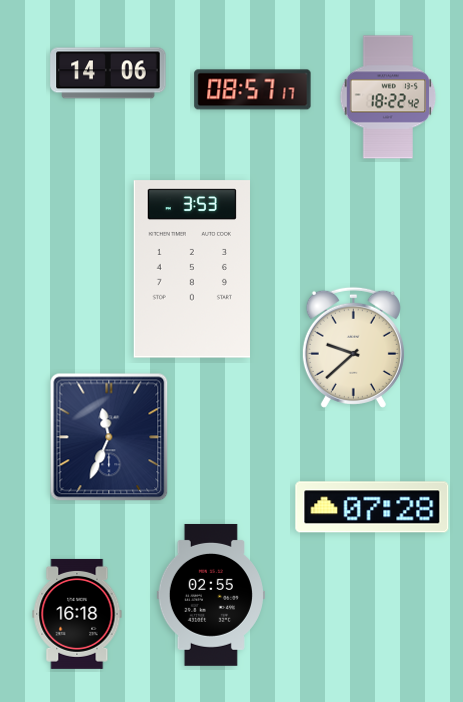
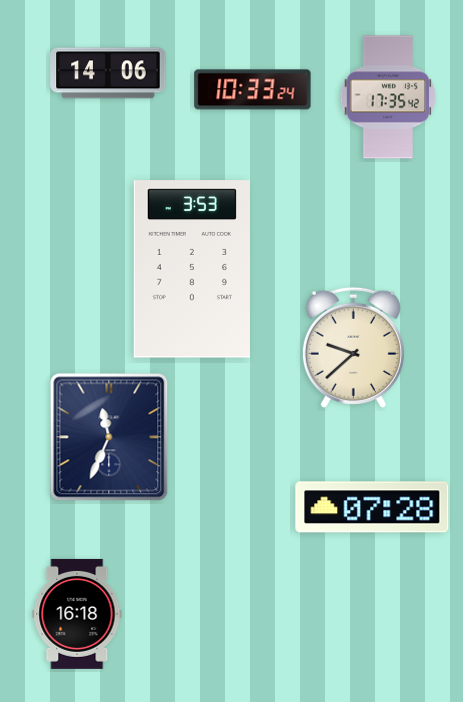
clock at (253, 90): 08:57 -> 10:33
clock at (388, 97): 18:22 -> 17:35
clock at (211, 595): 02:55 -> none
